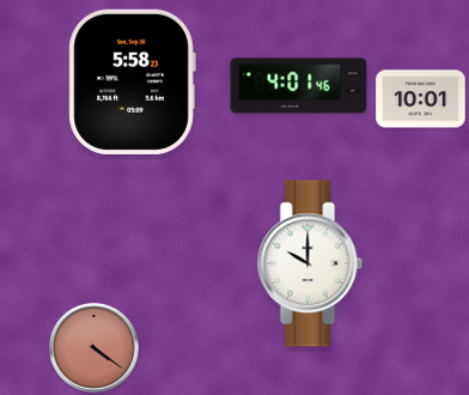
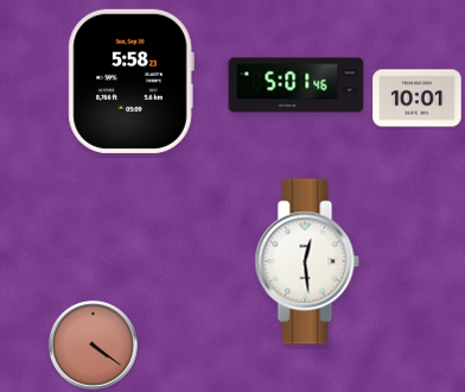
clock at (299, 86): 4:01 -> 5:01
clock at (310, 263): 10:00 -> 12:29
